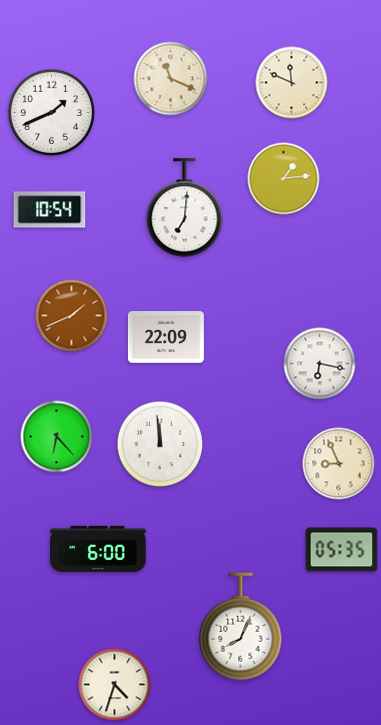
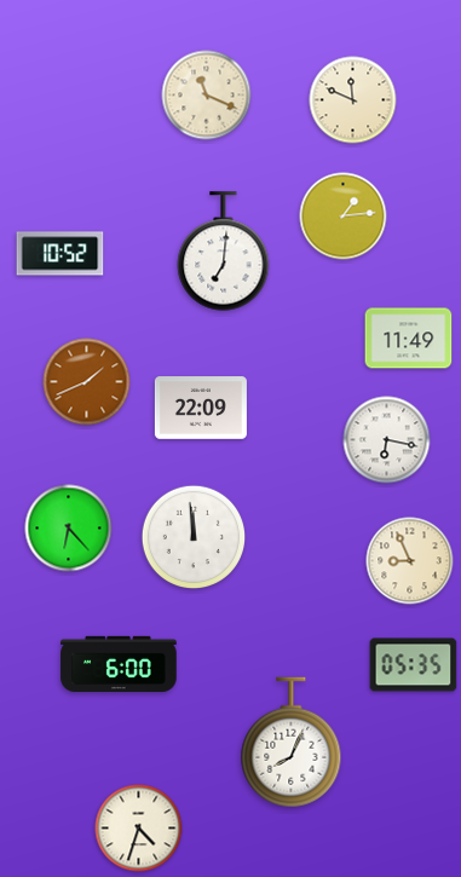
clock at (51, 112): 1:41 -> none
clock at (50, 210): 10:54 -> 10:52
clock at (409, 339): none -> 11:49
clock at (241, 627) position: (241, 627) -> (292, 743)
